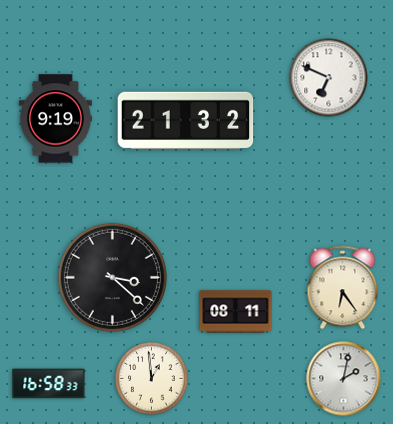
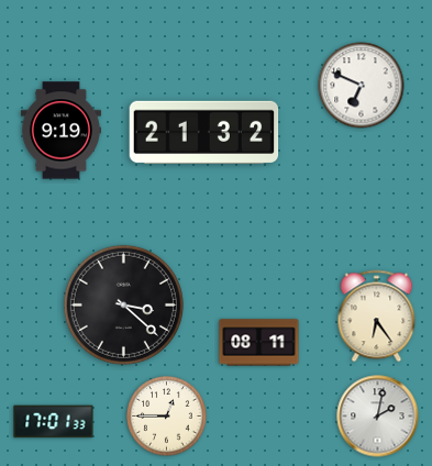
clock at (152, 379): 12:59 -> 12:45
clock at (49, 384): 16:58 -> 17:01
